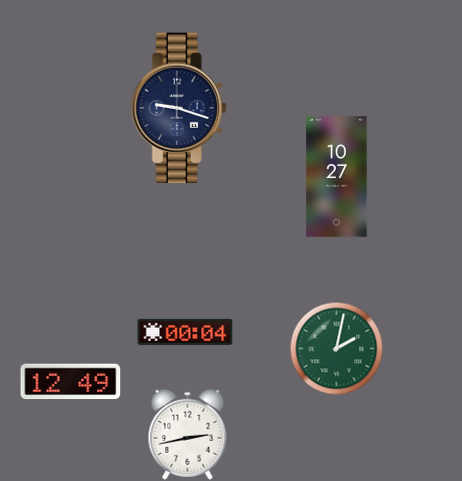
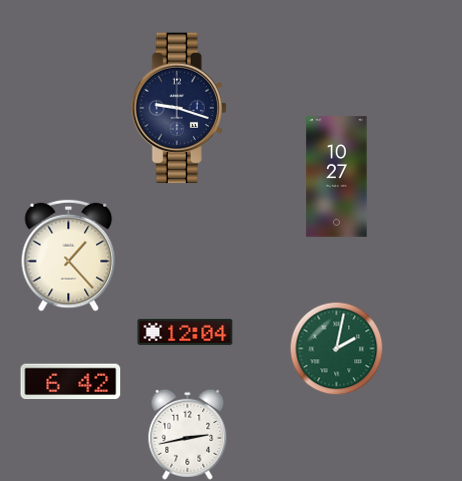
clock at (69, 256): none -> 1:23
clock at (185, 332): 00:04 -> 12:04
clock at (71, 382): 12:49 -> 6:42
